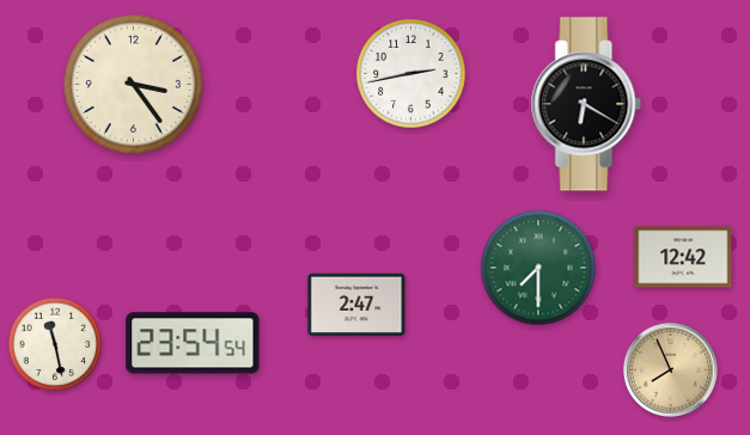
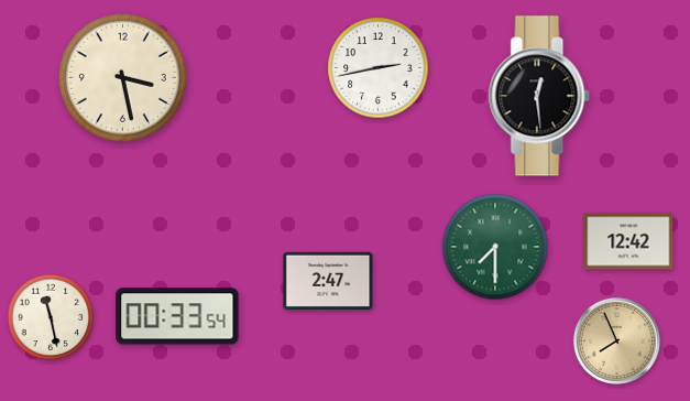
clock at (133, 84): 3:24 -> 3:28
clock at (586, 104): 6:20 -> 12:29
clock at (683, 257) position: (683, 257) -> (628, 241)
clock at (193, 343): 23:54 -> 00:33
